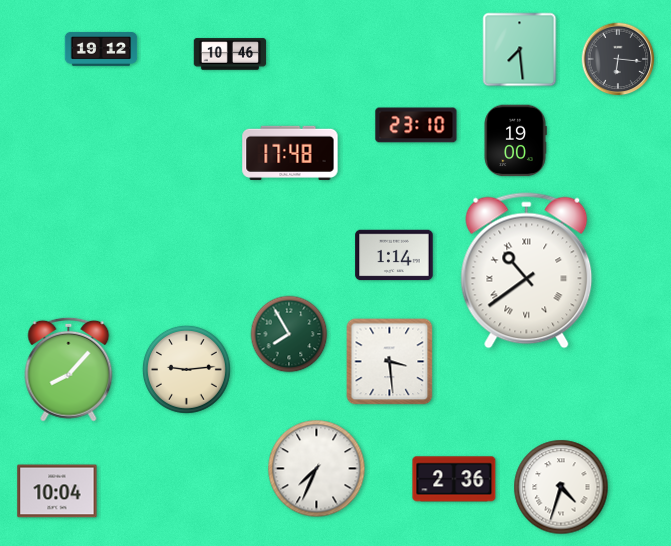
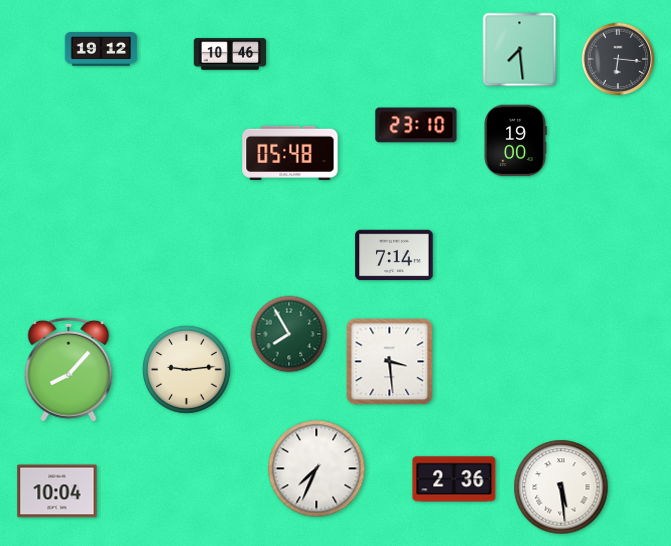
clock at (290, 153): 17:48 -> 05:48
clock at (394, 255): 1:14 -> 7:14
clock at (527, 271): 10:39 -> none
clock at (561, 487): 4:33 -> 5:29
